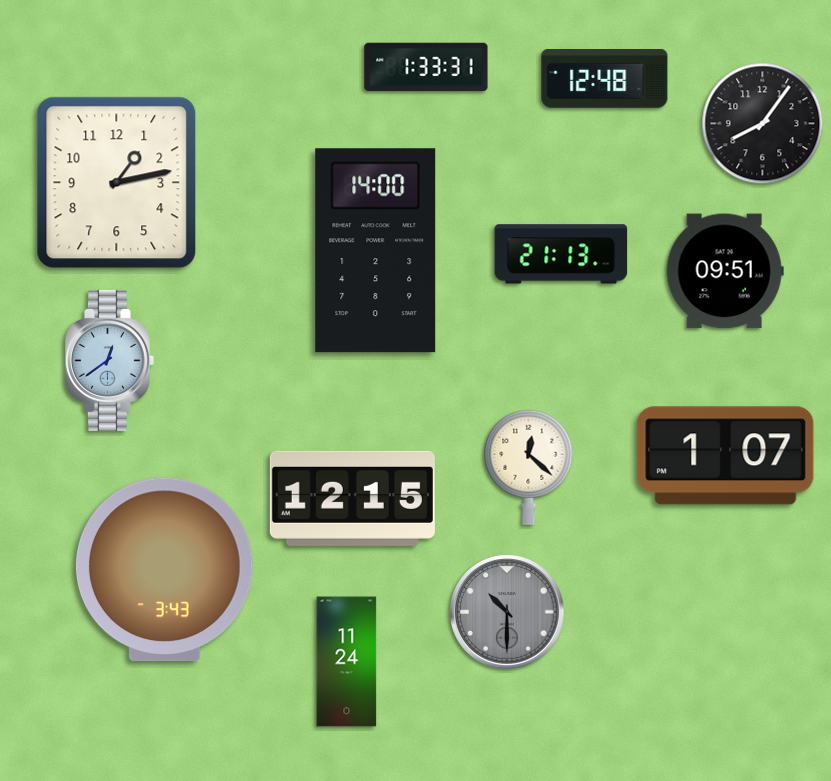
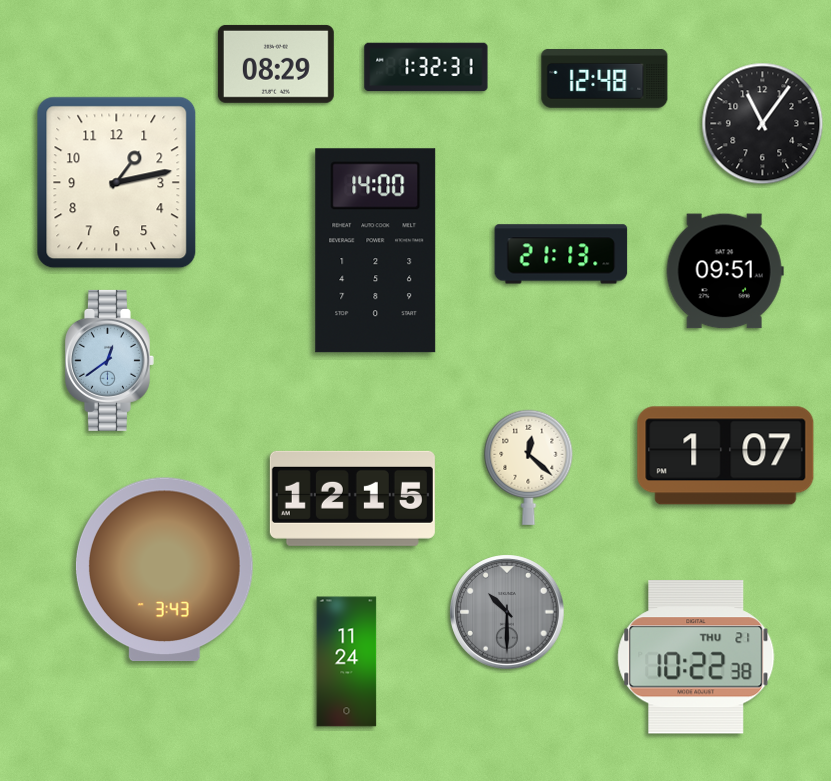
clock at (276, 64): none -> 08:29
clock at (426, 67): 1:33 -> 1:32
clock at (763, 124): 8:06 -> 11:06
clock at (696, 657): none -> 10:22
